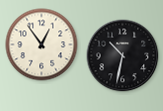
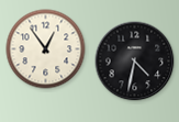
clock at (123, 56): 10:32 -> 4:32
